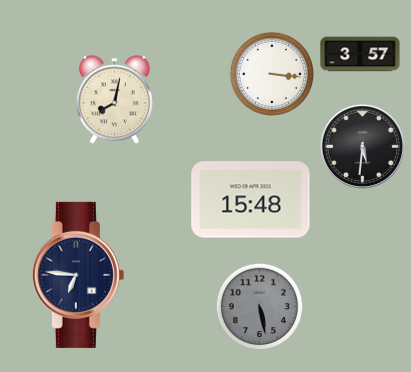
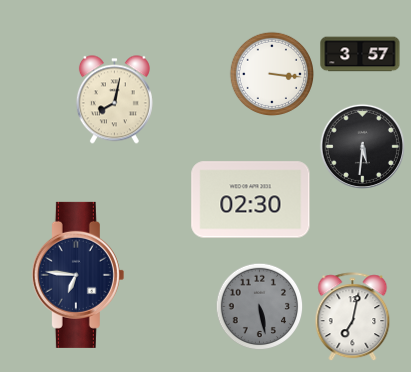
clock at (251, 200): 15:48 -> 02:30
clock at (353, 317): none -> 7:02
